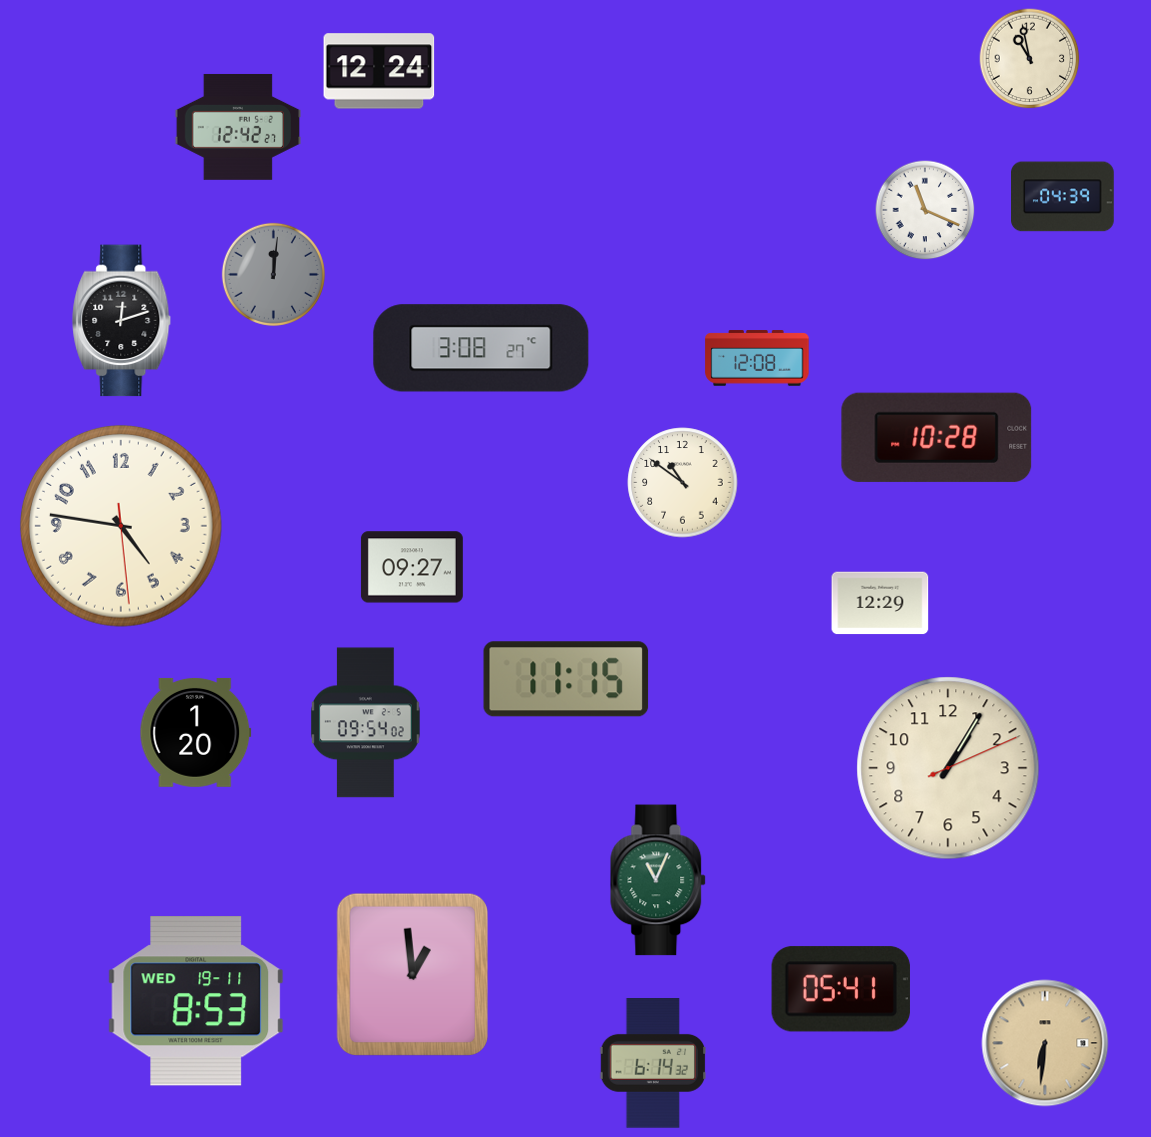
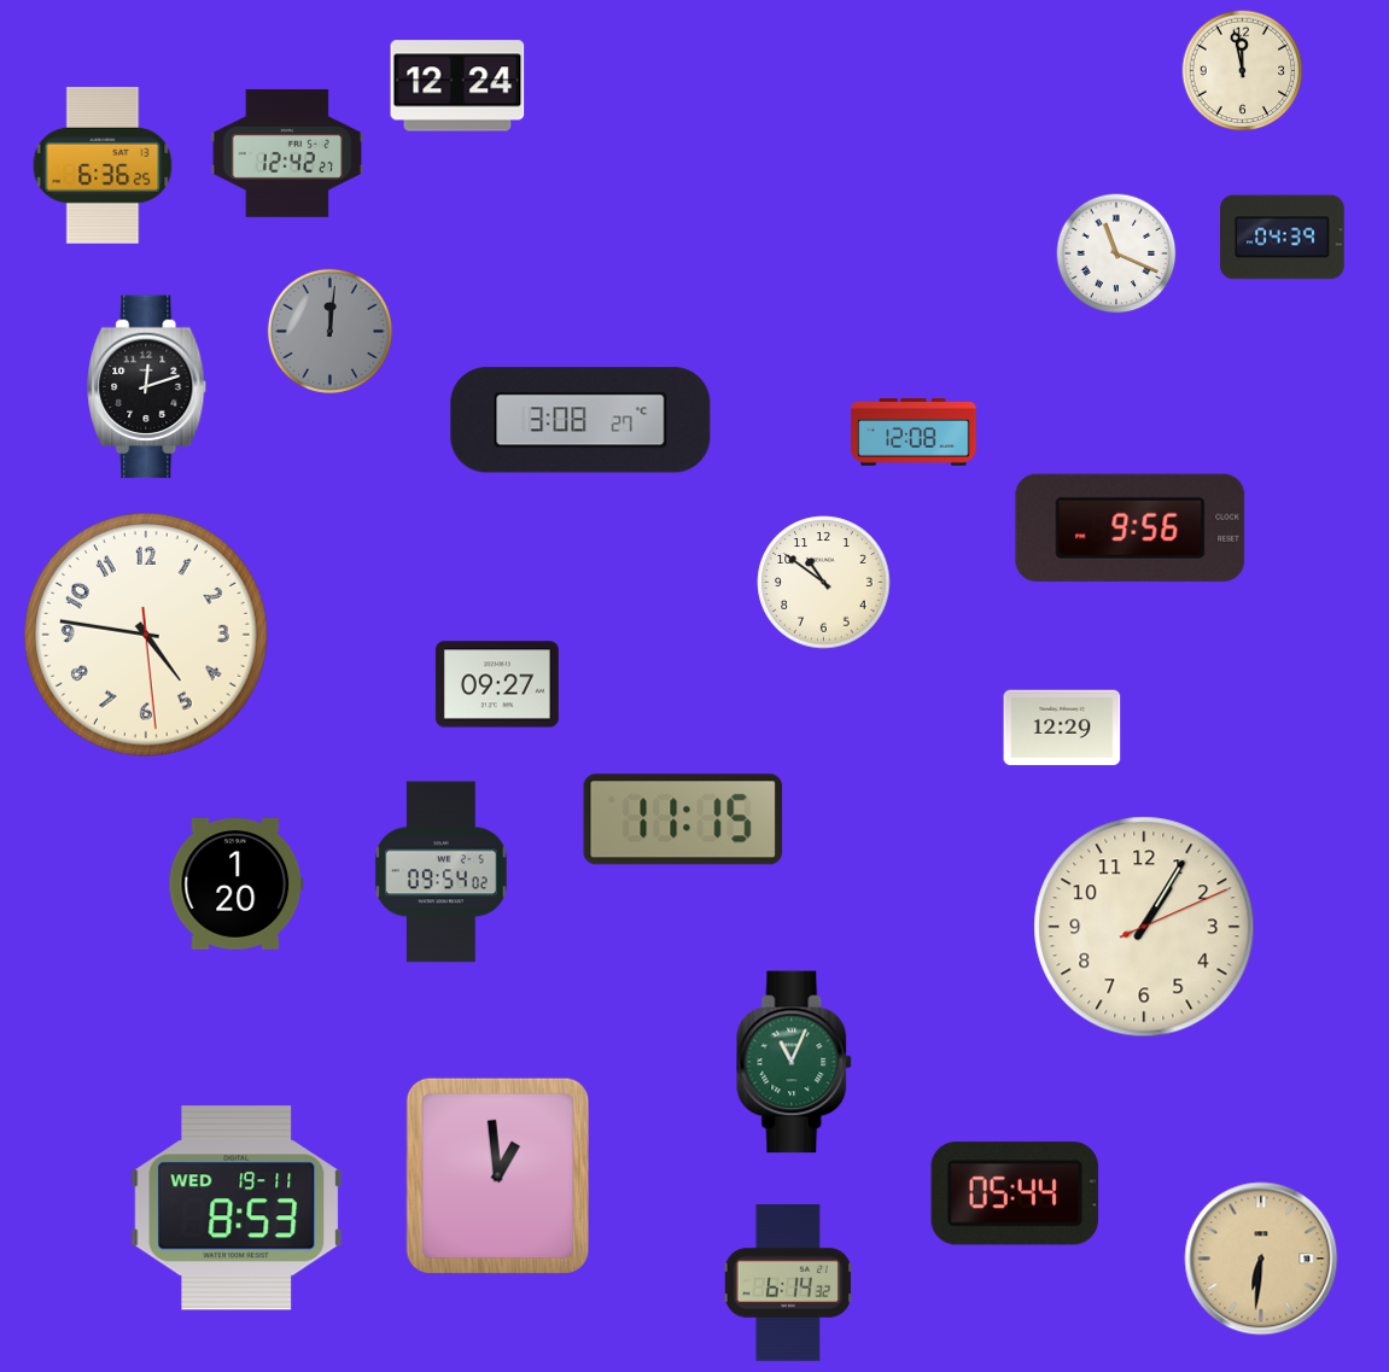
clock at (1030, 59): 10:58 -> 11:58
clock at (103, 167): none -> 6:36
clock at (937, 437): 10:28 -> 9:56
clock at (841, 989): 05:41 -> 05:44
